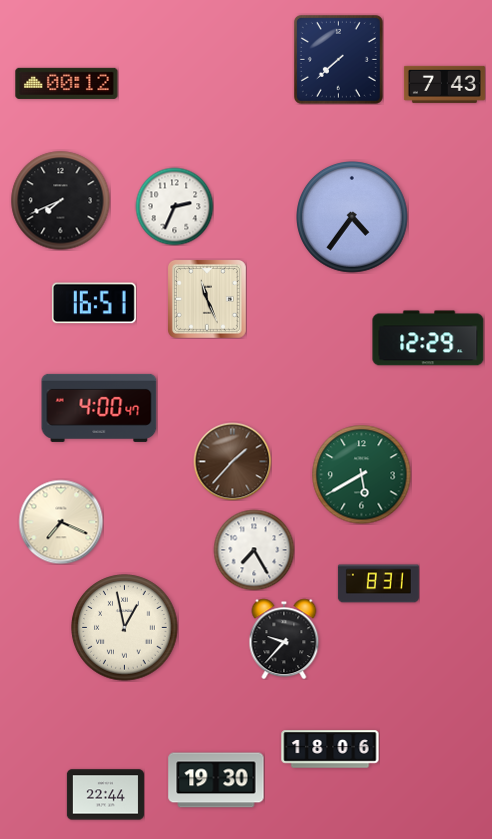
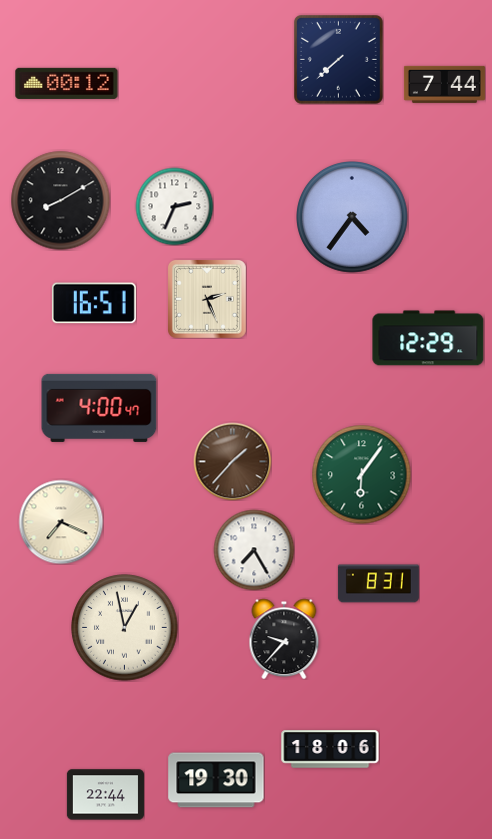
clock at (444, 84): 7:43 -> 7:44
clock at (61, 201): 7:41 -> 8:10
clock at (207, 299): 11:26 -> 2:26
clock at (362, 475): 5:40 -> 6:06
